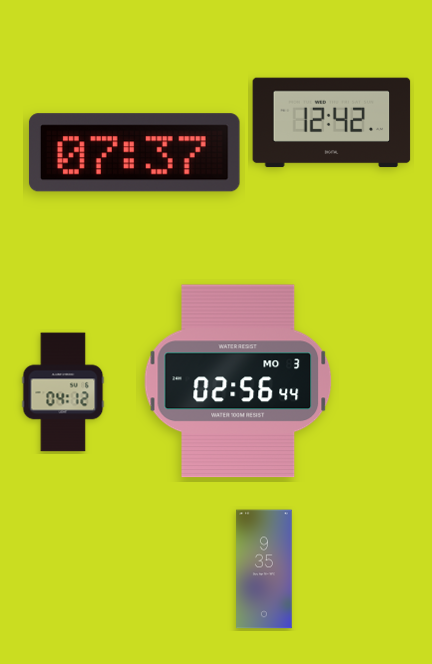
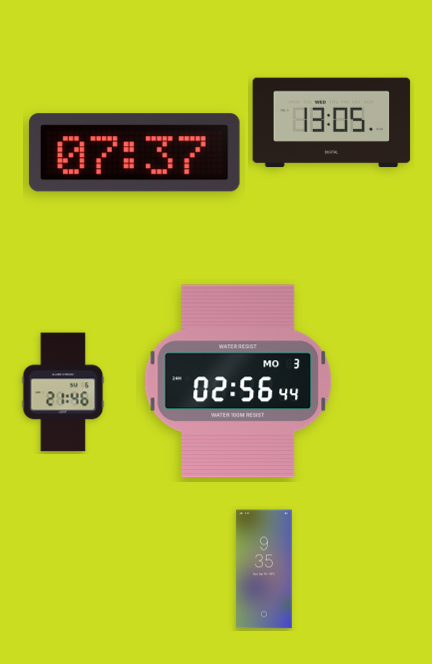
clock at (332, 123): 12:42 -> 13:05
clock at (63, 392): 04:12 -> 21:46
